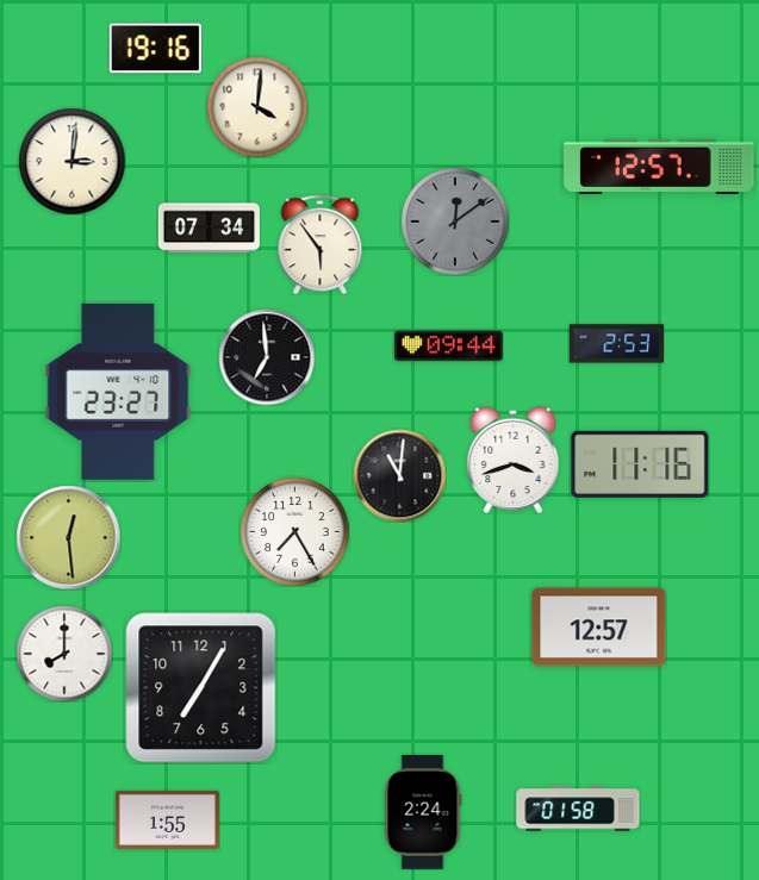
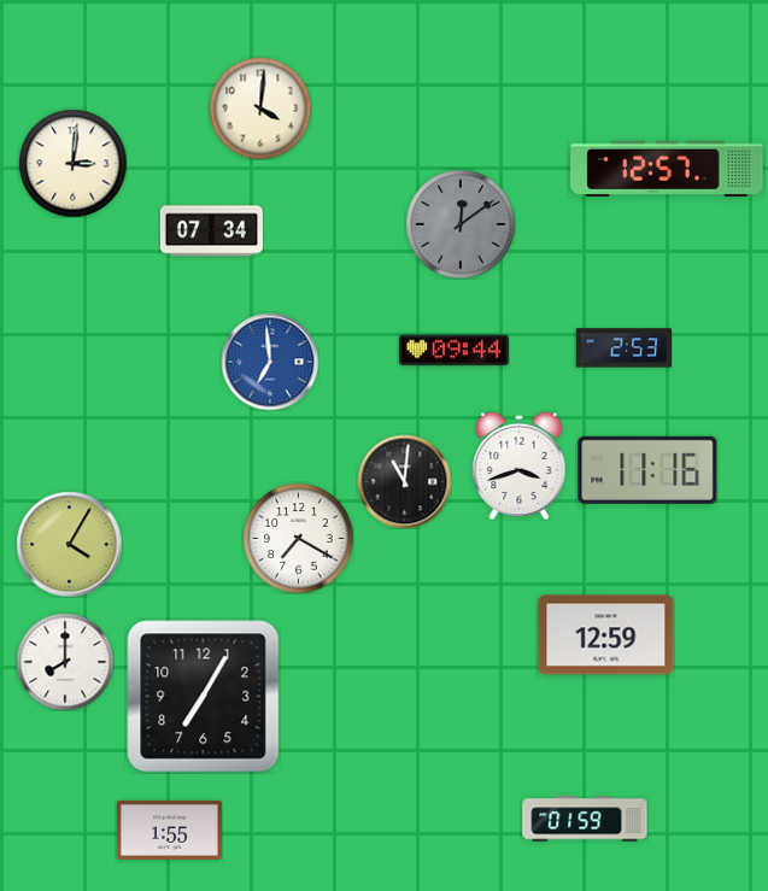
clock at (155, 49): 19:16 -> none
clock at (321, 244): 5:54 -> none
clock at (267, 357) dial: black -> blue
clock at (118, 392): 23:27 -> none
clock at (294, 531): 7:25 -> 7:20
clock at (68, 537): 12:29 -> 4:05
clock at (599, 628): 12:57 -> 12:59
clock at (578, 809): 01:58 -> 01:59
clock at (423, 812): 2:24 -> none
